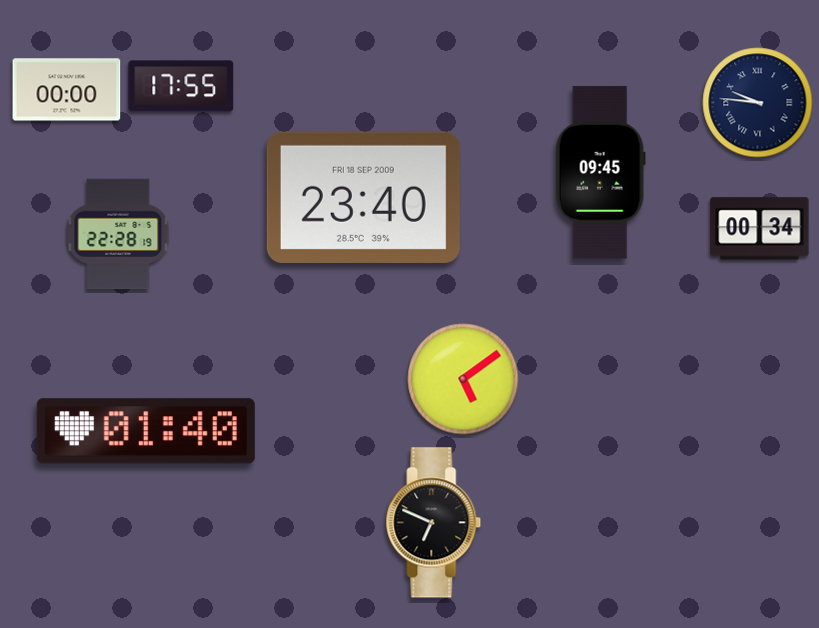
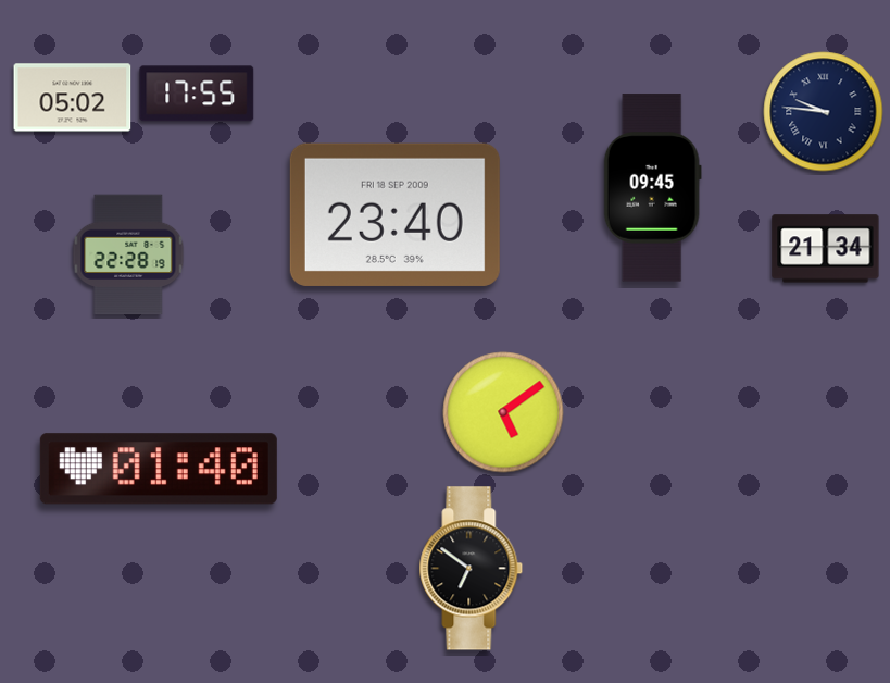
clock at (67, 90): 00:00 -> 05:02
clock at (760, 229): 00:34 -> 21:34
clock at (434, 523): 6:49 -> 6:51
